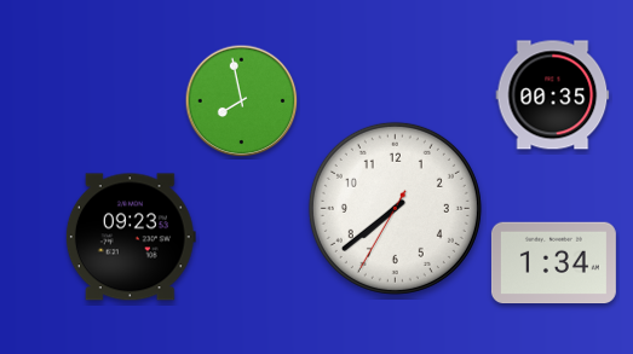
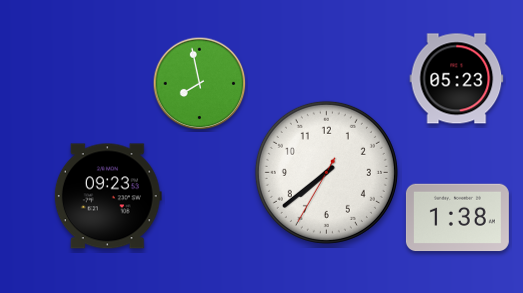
clock at (553, 95): 00:35 -> 05:23
clock at (553, 263): 1:34 -> 1:38
